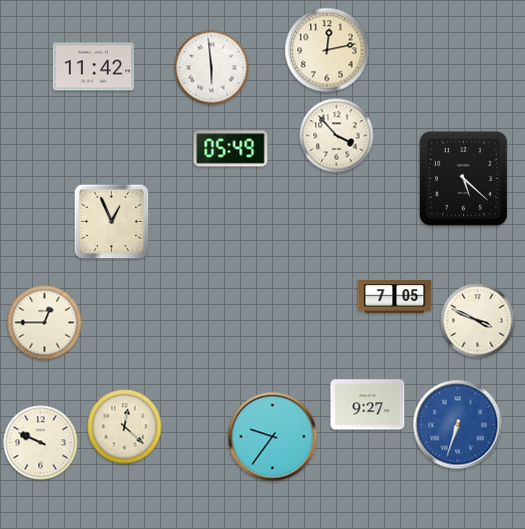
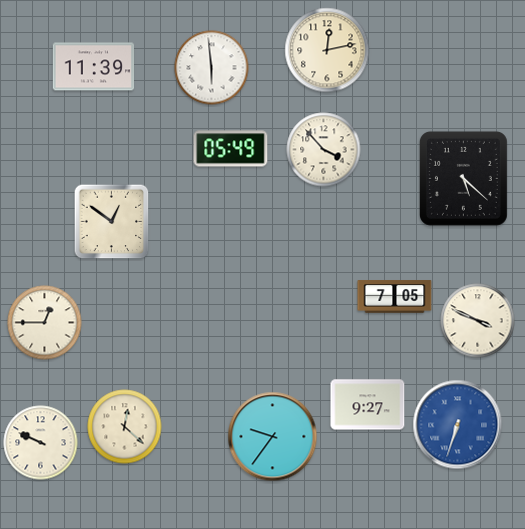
clock at (94, 67): 11:42 -> 11:39
clock at (337, 136) position: (337, 136) -> (324, 150)
clock at (112, 222): 12:56 -> 12:51
